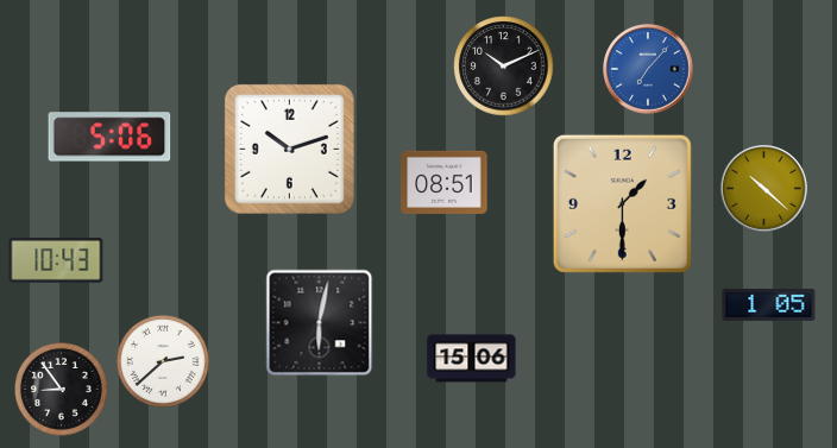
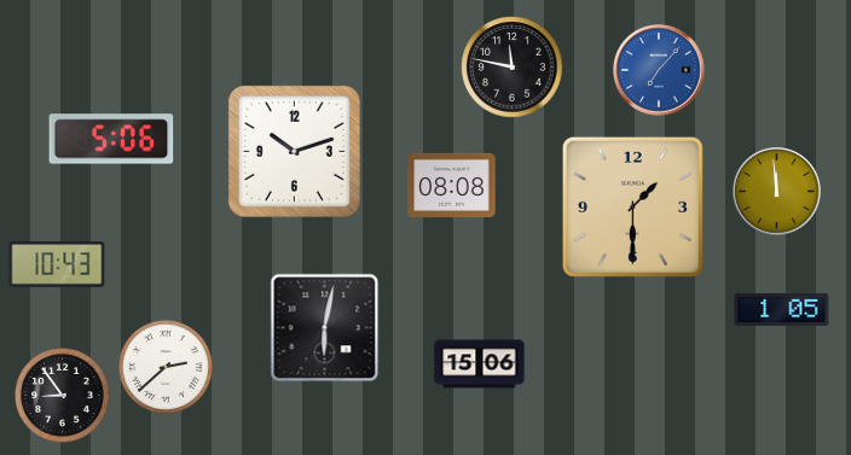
clock at (504, 67): 10:11 -> 11:47
clock at (445, 182): 08:51 -> 08:08
clock at (764, 189): 10:22 -> 11:59
